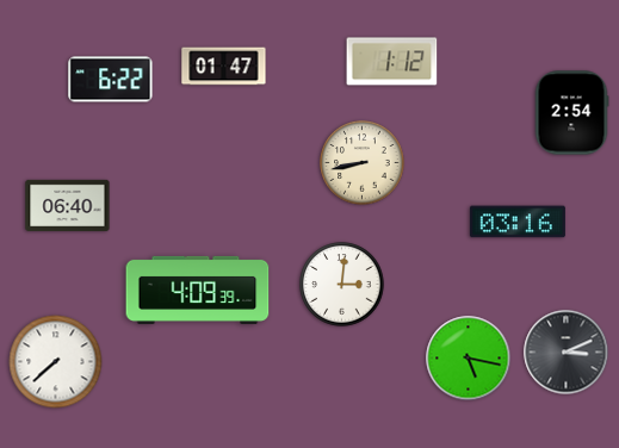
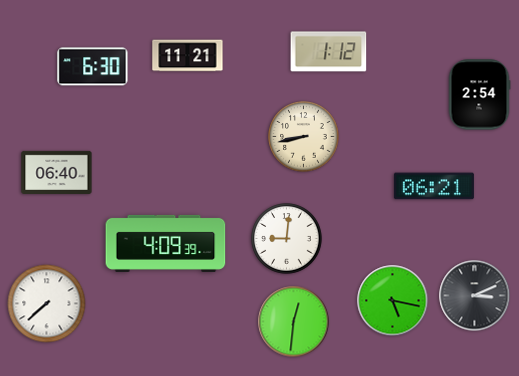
clock at (224, 67): 01:47 -> 11:21
clock at (111, 80): 6:22 -> 6:30
clock at (518, 222): 03:16 -> 06:21
clock at (342, 285): 3:01 -> 9:01
clock at (294, 322): none -> 12:31
